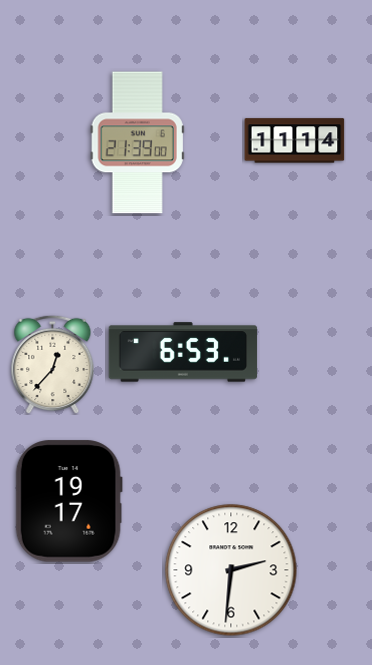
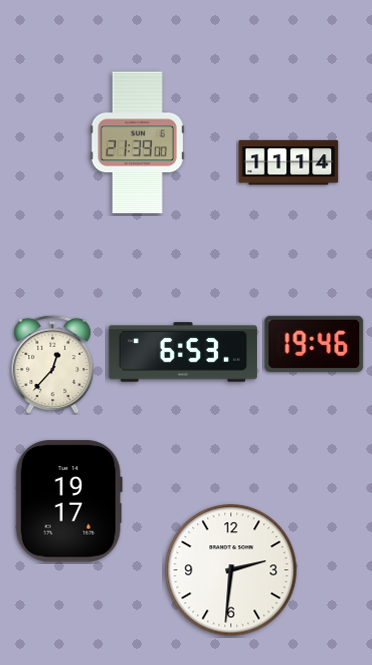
clock at (295, 141) position: (295, 141) -> (289, 163)
clock at (314, 344): none -> 19:46
